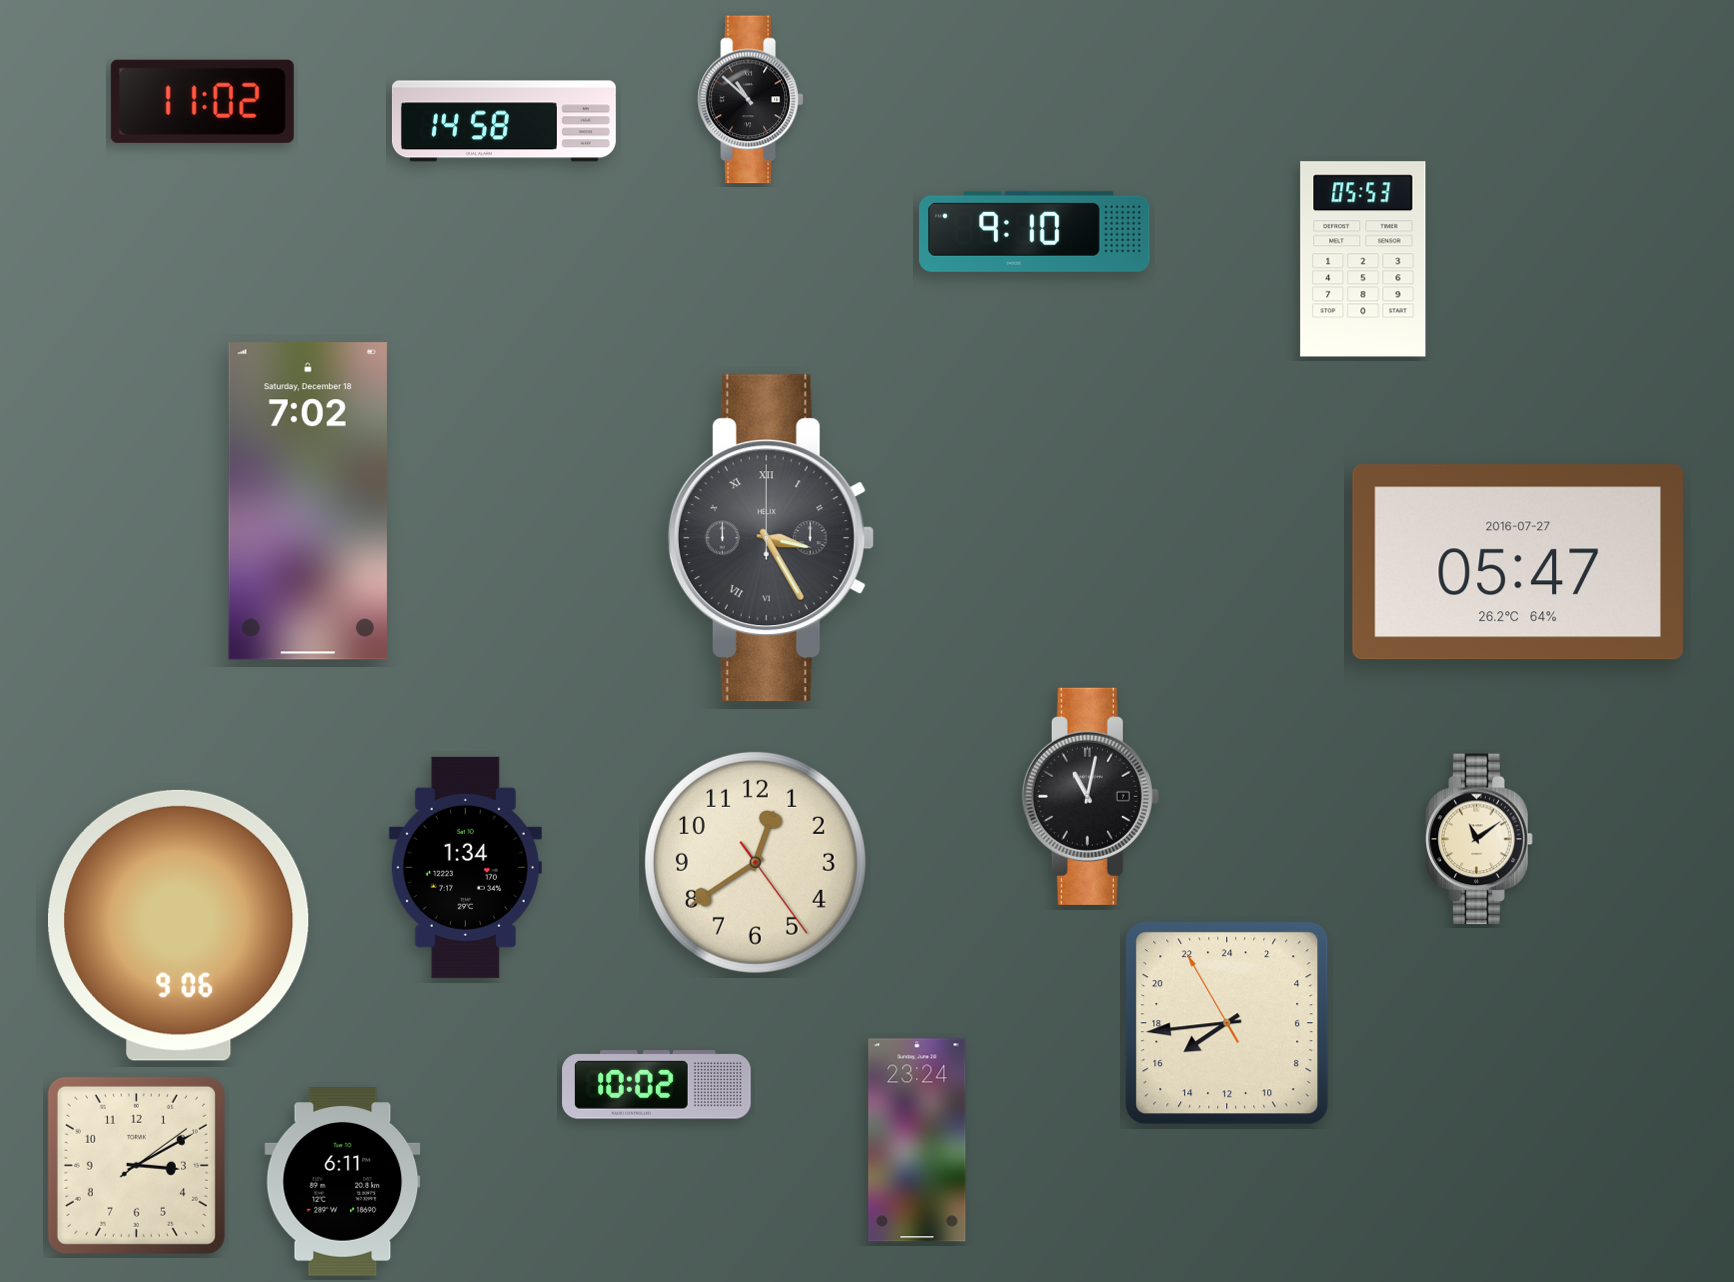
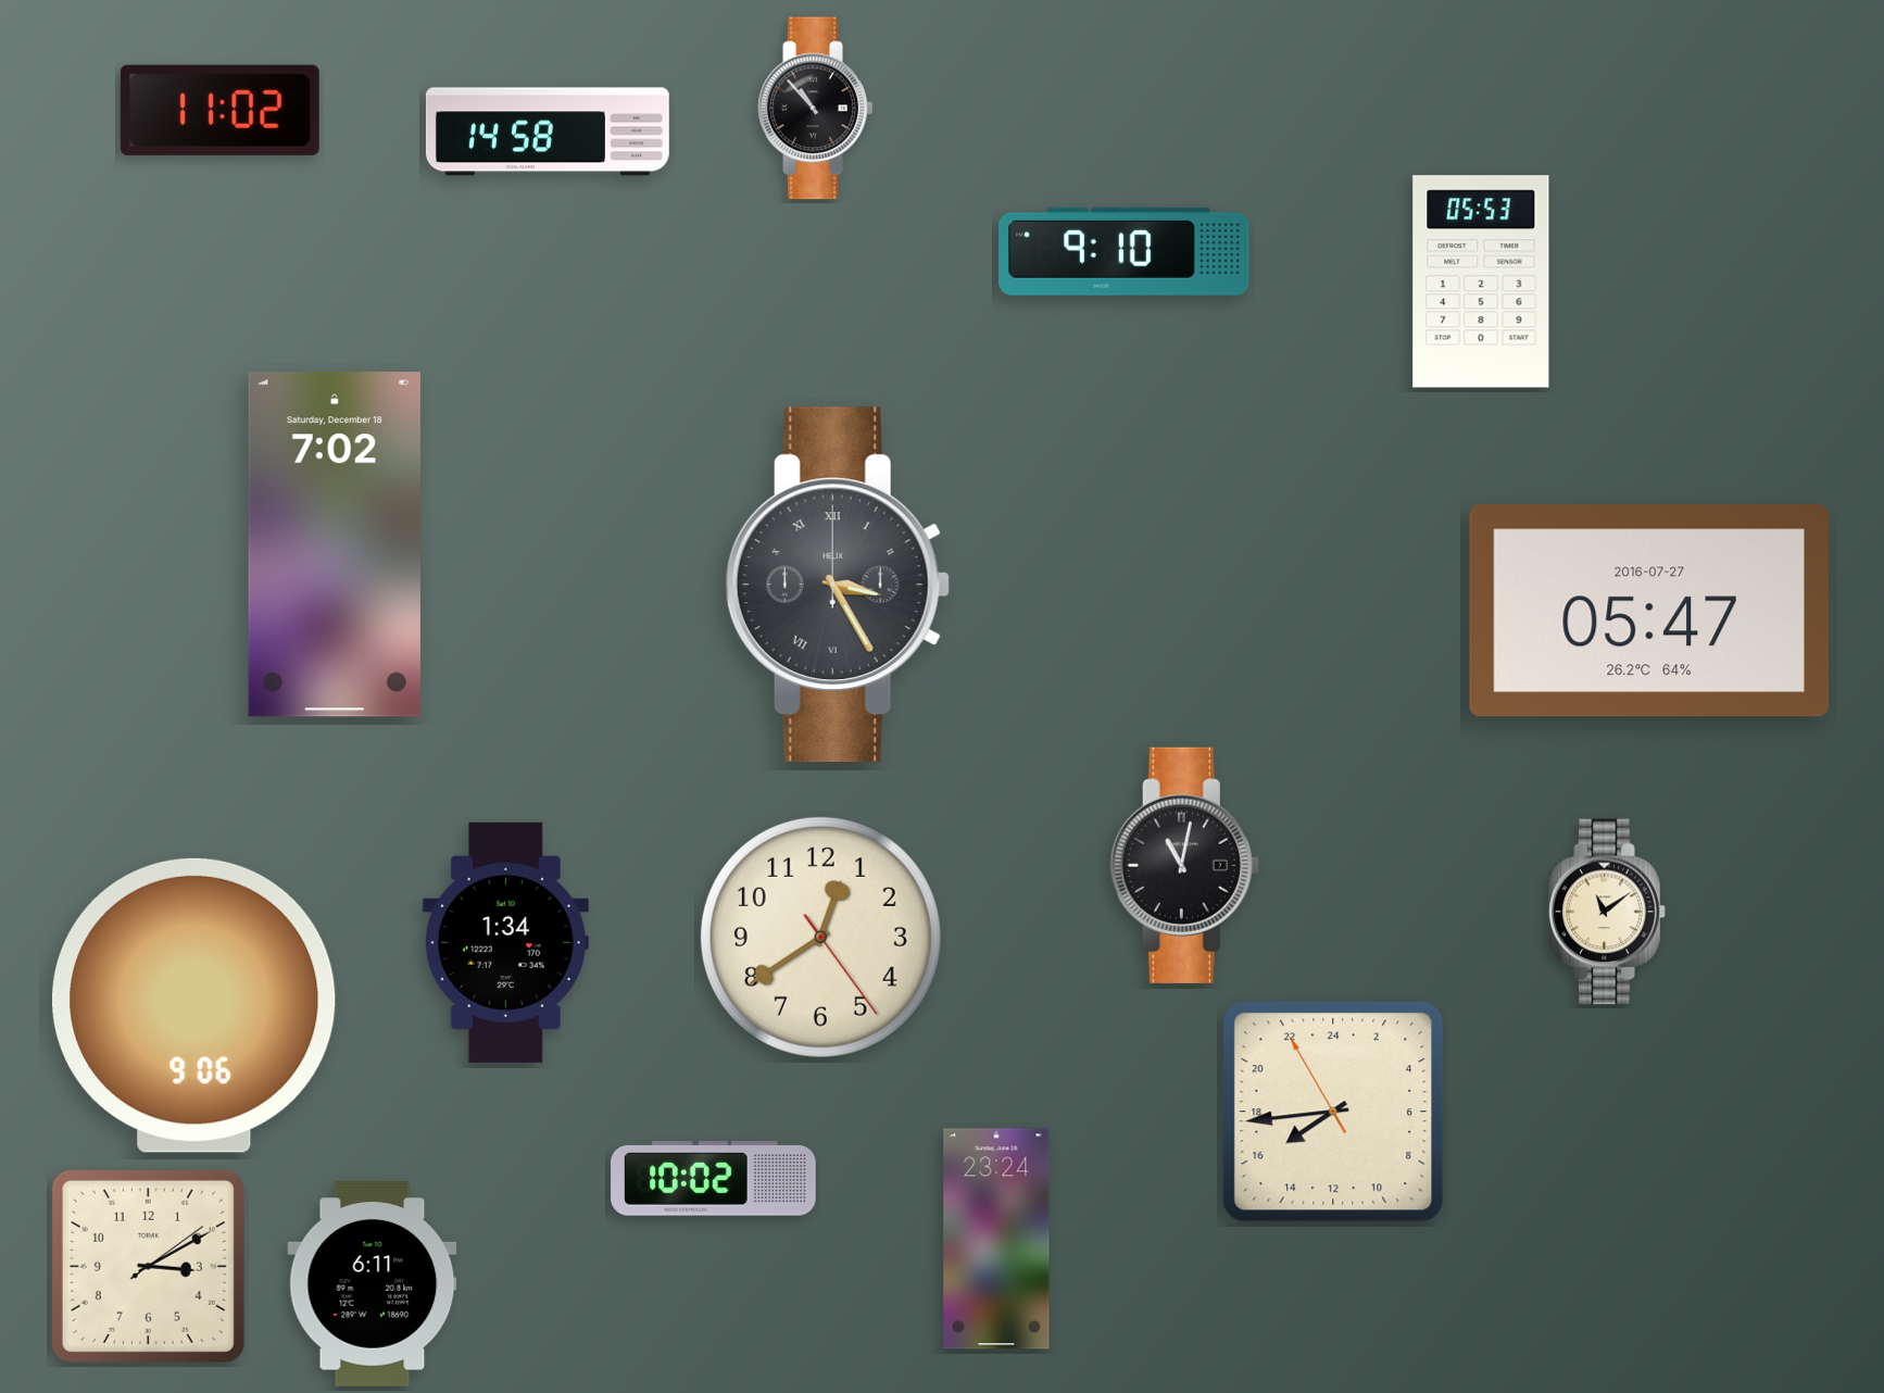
clock at (751, 100): 10:52 -> 10:53
